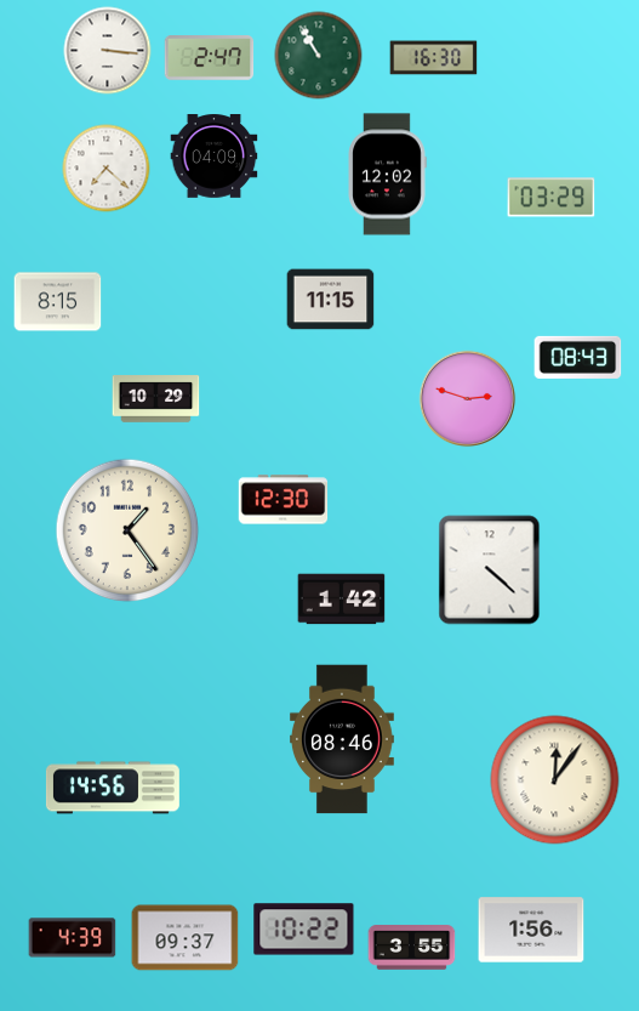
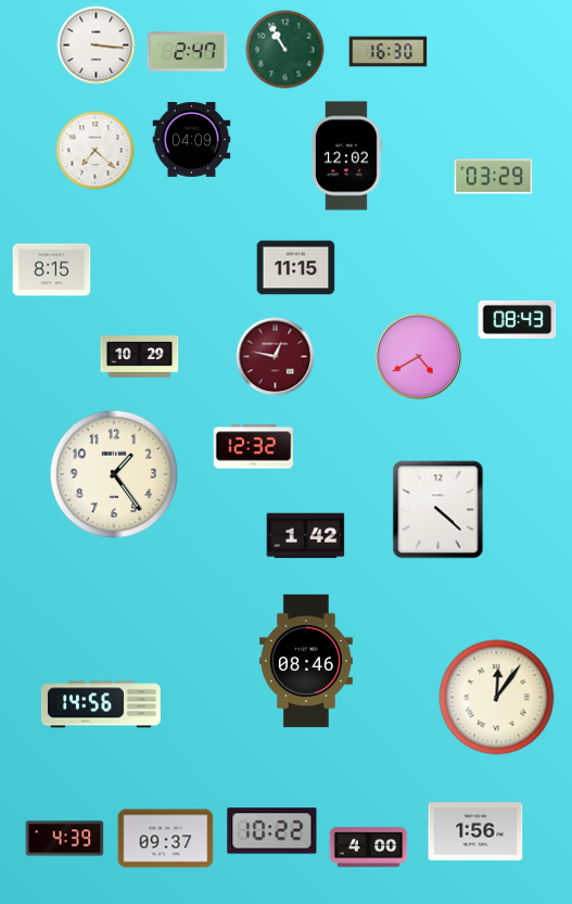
clock at (276, 357): none -> 12:47
clock at (468, 399): 2:48 -> 4:40
clock at (284, 500): 12:30 -> 12:32
clock at (412, 948): 3:55 -> 4:00
